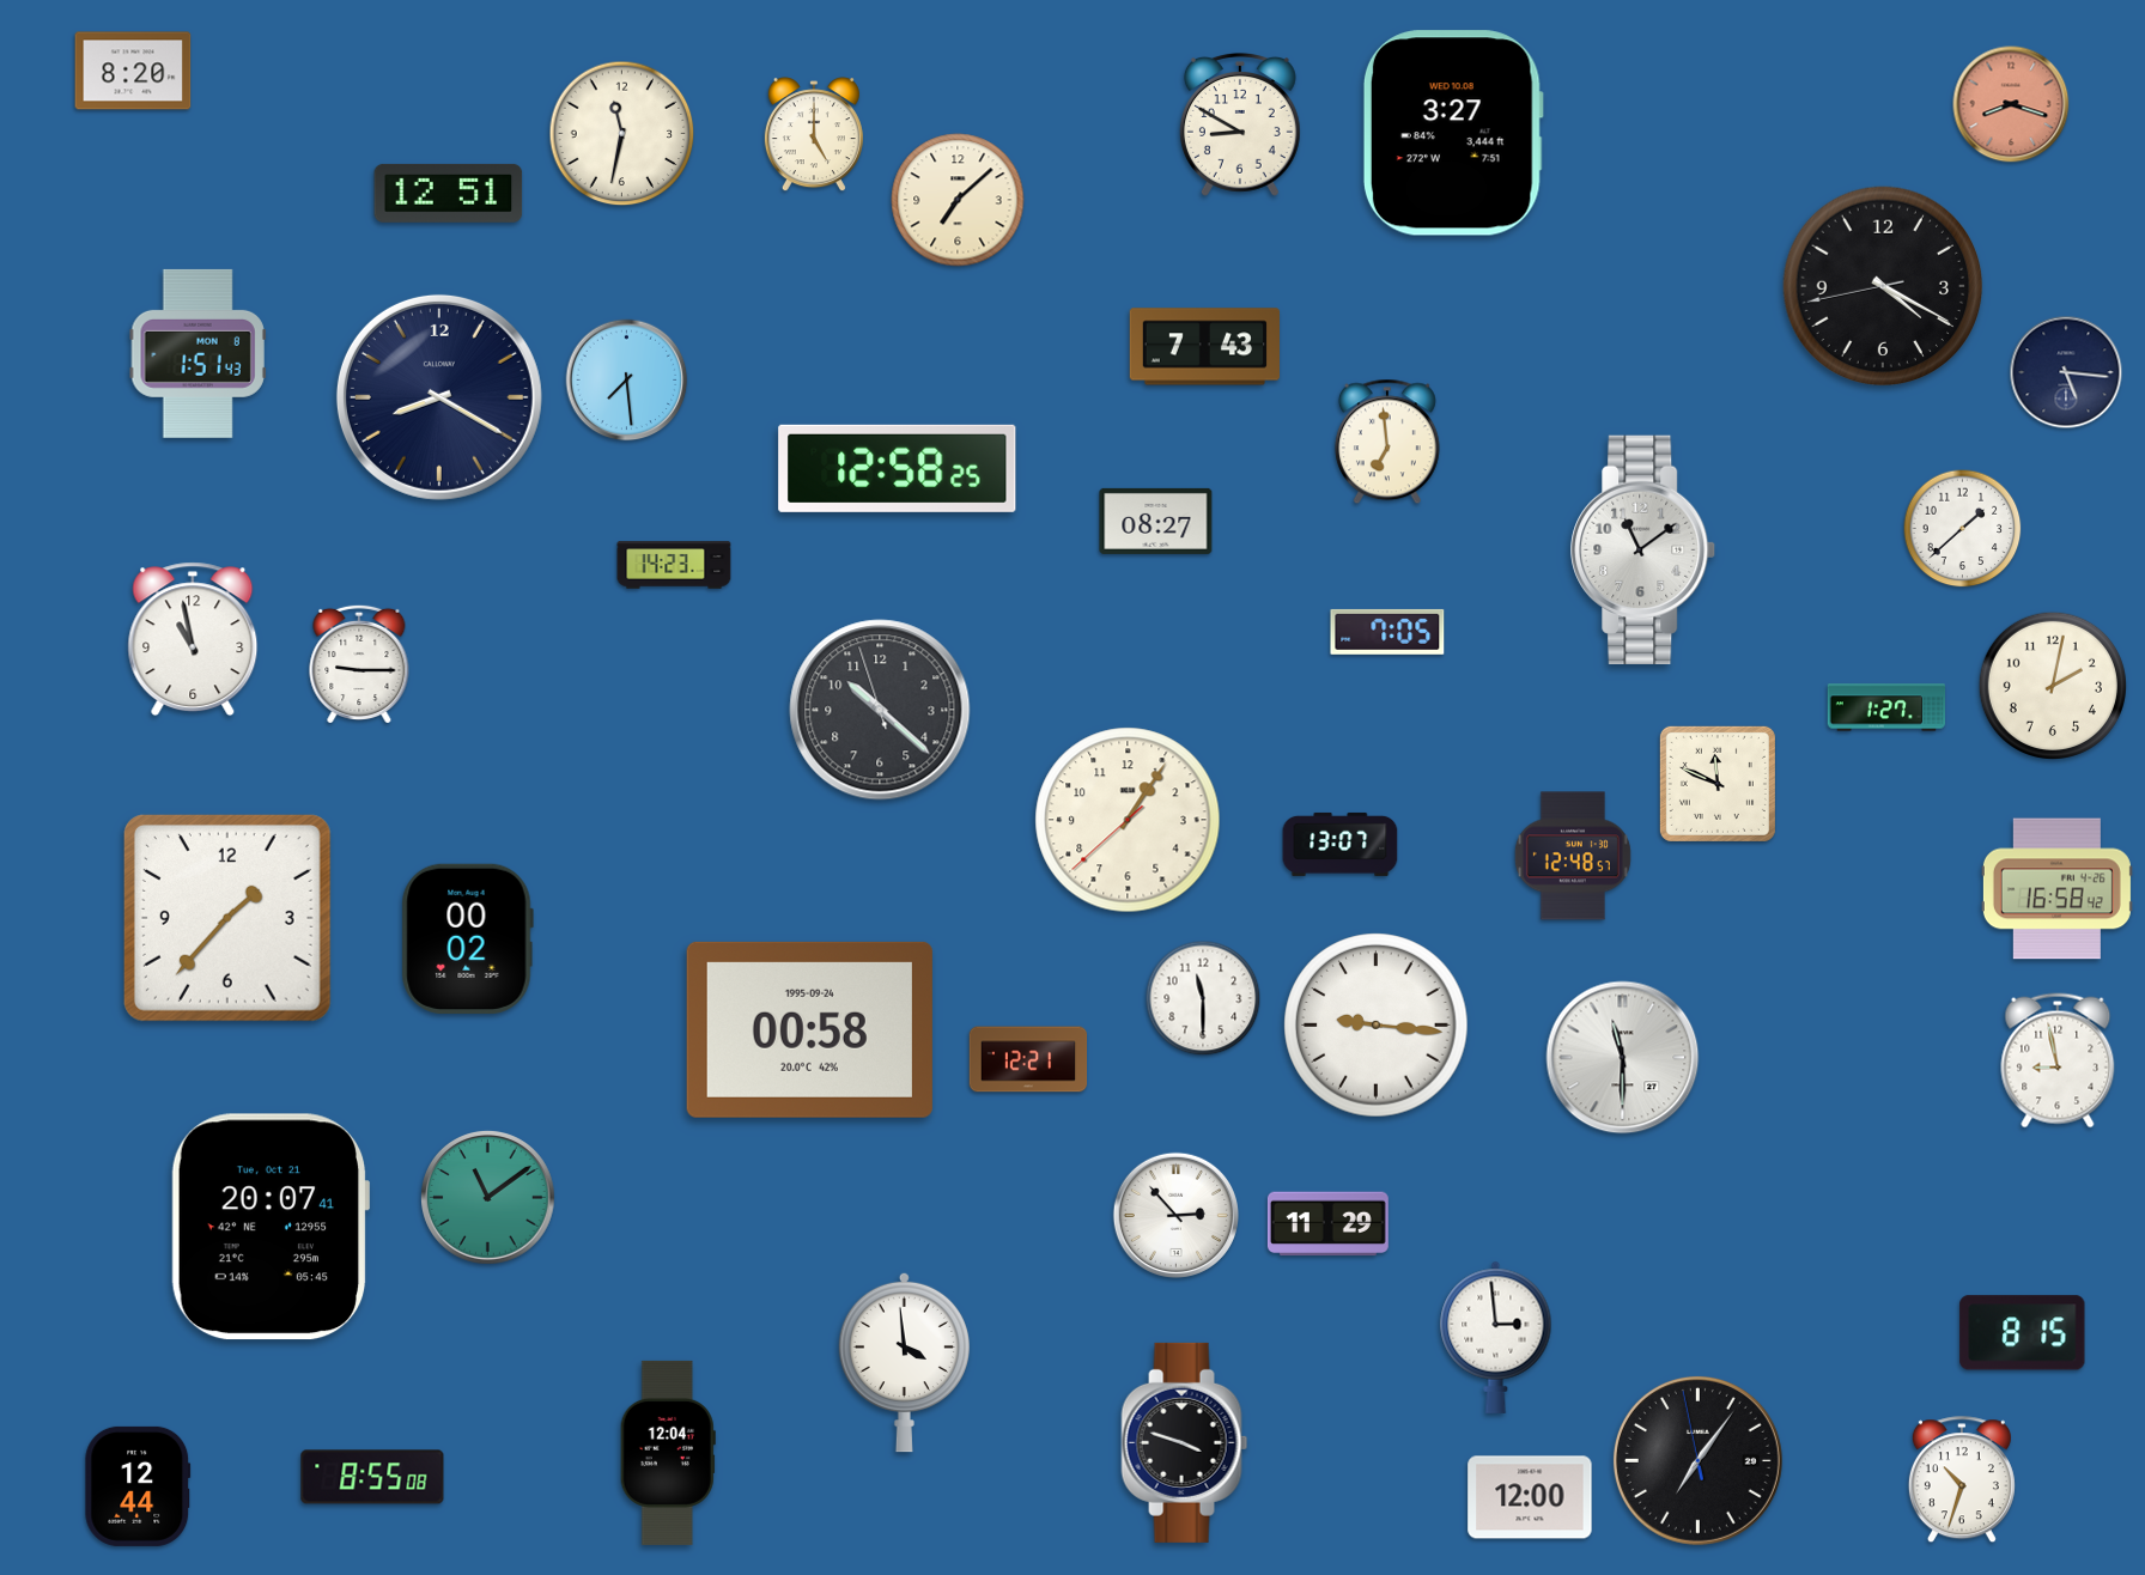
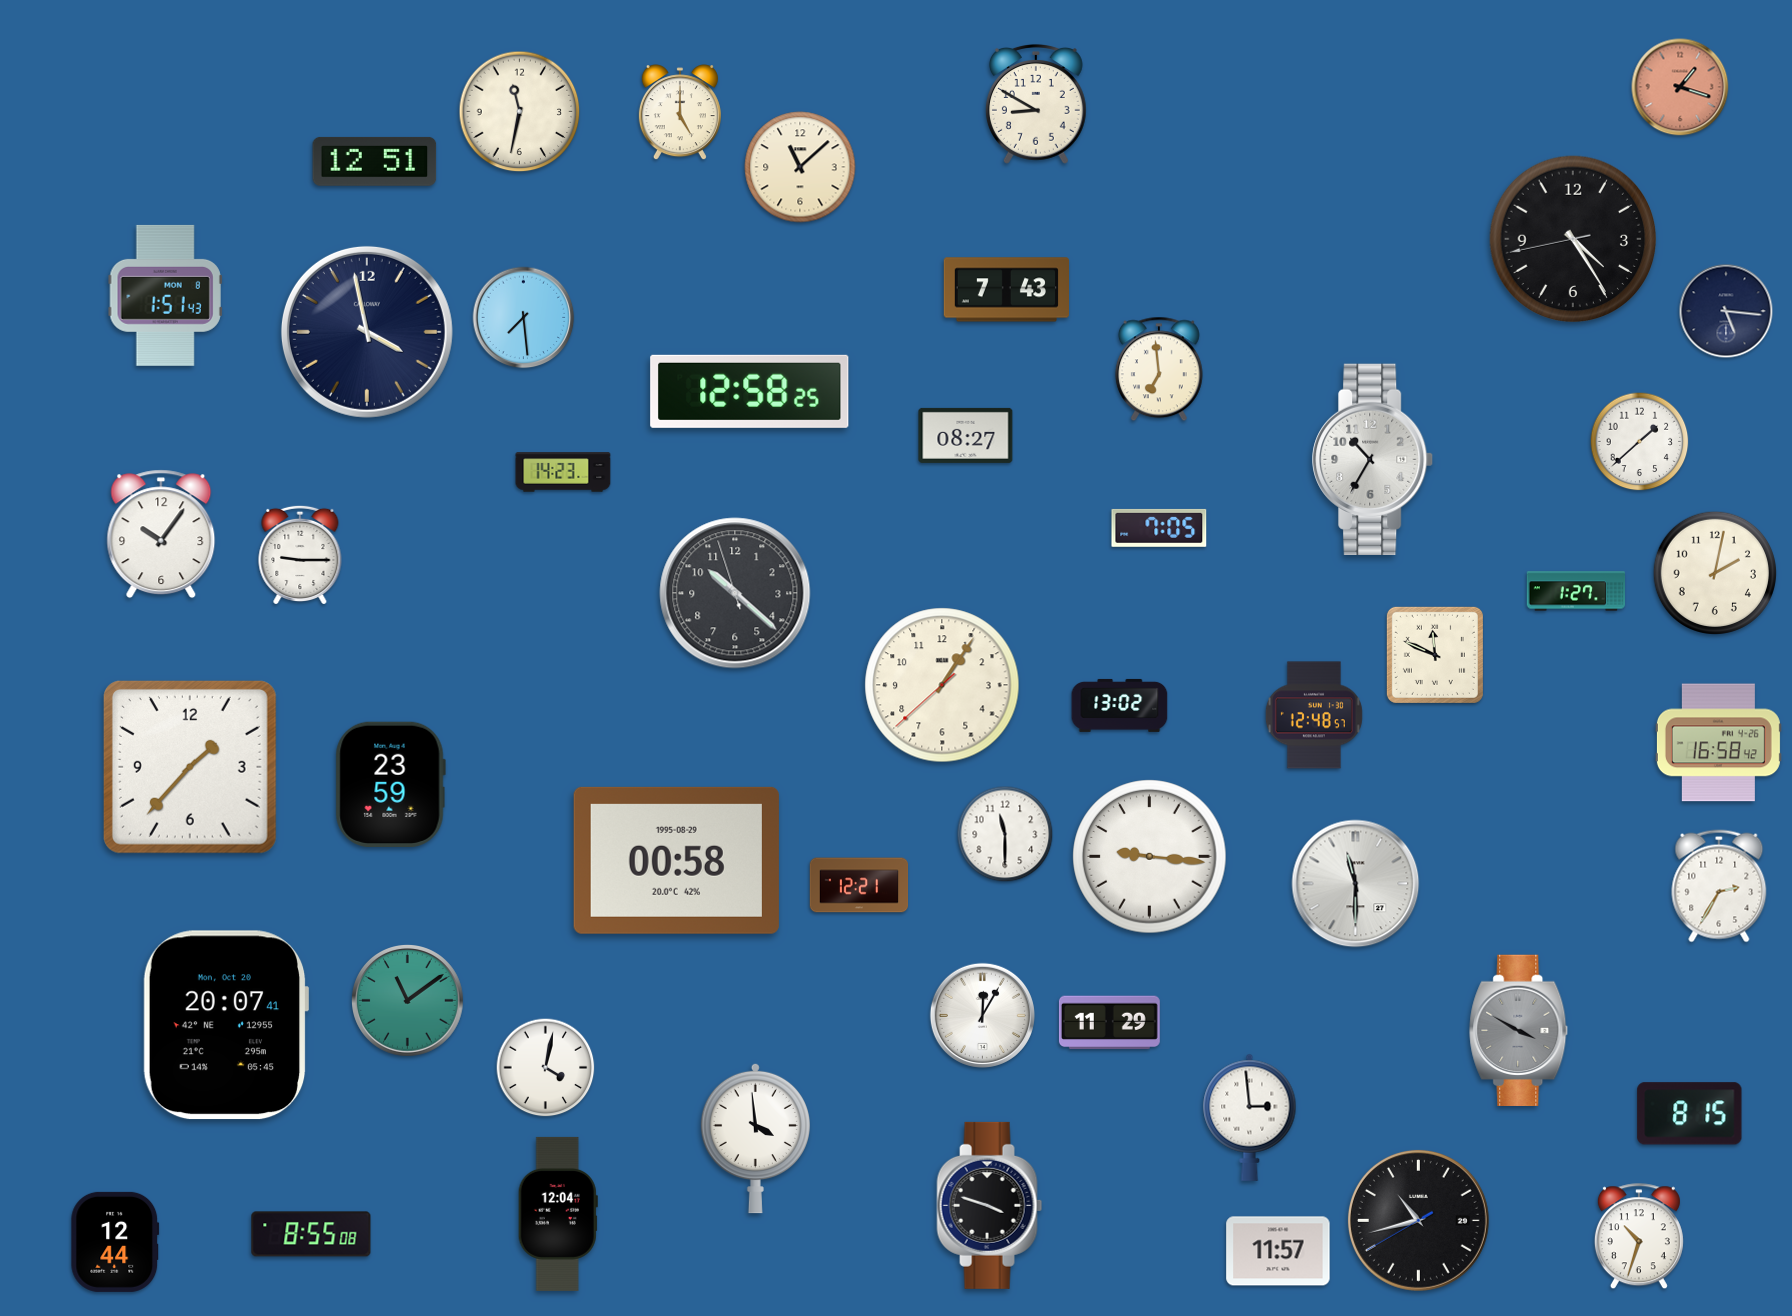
clock at (133, 71): 8:20 -> none
clock at (2011, 104): 8:18 -> 1:18
clock at (1453, 133): 3:27 -> none
clock at (958, 200): 7:08 -> 11:08
clock at (1883, 286): 4:19 -> 4:24
clock at (439, 397): 8:20 -> 3:58
clock at (1643, 549): 11:09 -> 10:35
clock at (193, 639): 10:58 -> 10:06
clock at (1341, 844): 13:07 -> 13:02
clock at (467, 938): 00:02 -> 23:59
clock at (809, 1029) date: 1995-09-24 -> 1995-08-29
clock at (2058, 1060): 8:58 -> 2:35
clock at (1175, 1215): 2:53 -> 12:05
clock at (271, 1227) date: Tue, Oct 21 -> Mon, Oct 20
clock at (1519, 1030): none -> 3:50
clock at (546, 1068): none -> 4:02
clock at (1697, 1460): 7:05 -> 10:42
clock at (1530, 1497): 12:00 -> 11:57
